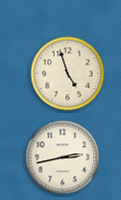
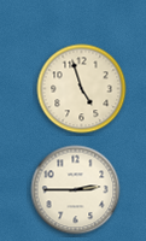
clock at (63, 158): 2:43 -> 2:45
